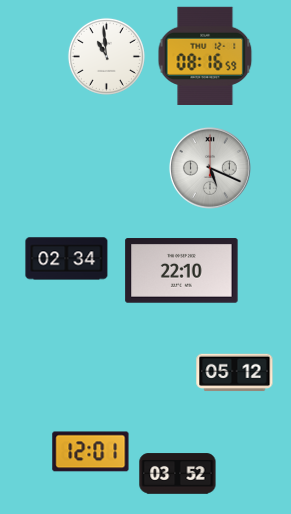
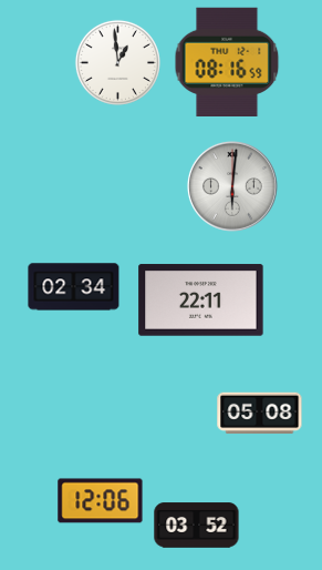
clock at (106, 56): 10:59 -> 12:59
clock at (210, 168): 5:19 -> 6:01
clock at (182, 271): 22:10 -> 22:11
clock at (235, 373): 05:12 -> 05:08
clock at (91, 452): 12:01 -> 12:06
